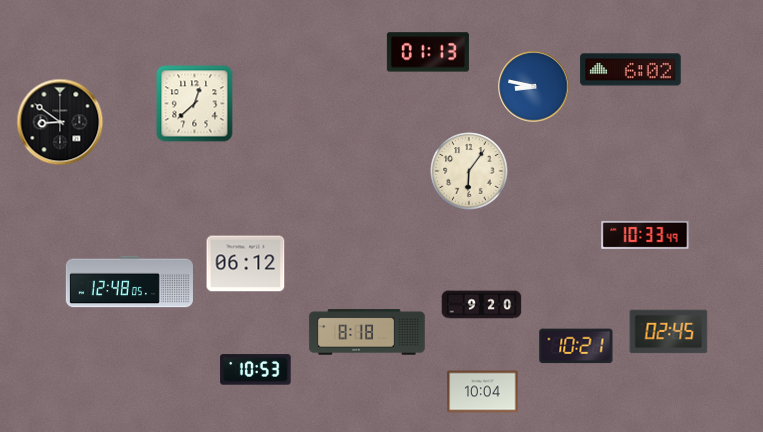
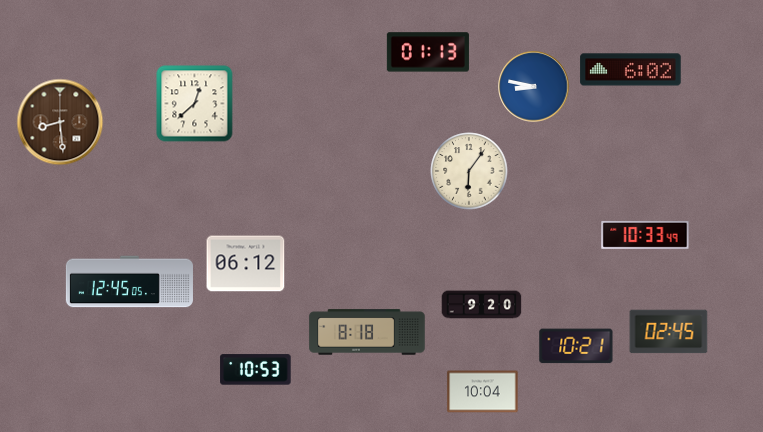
clock at (60, 122): 8:51 -> 8:29
clock at (60, 122) dial: black -> brown
clock at (129, 282): 12:48 -> 12:45
